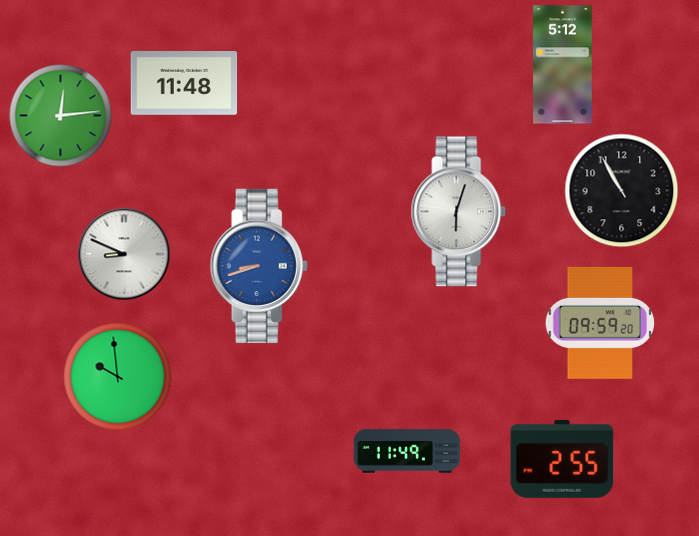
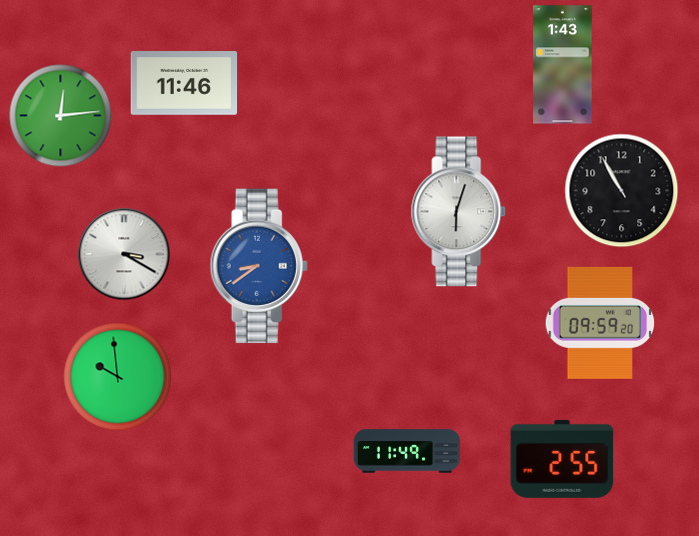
clock at (563, 65): 5:12 -> 1:43
clock at (184, 83): 11:48 -> 11:46
clock at (124, 254): 8:49 -> 3:20
clock at (259, 266): 8:42 -> 8:39
